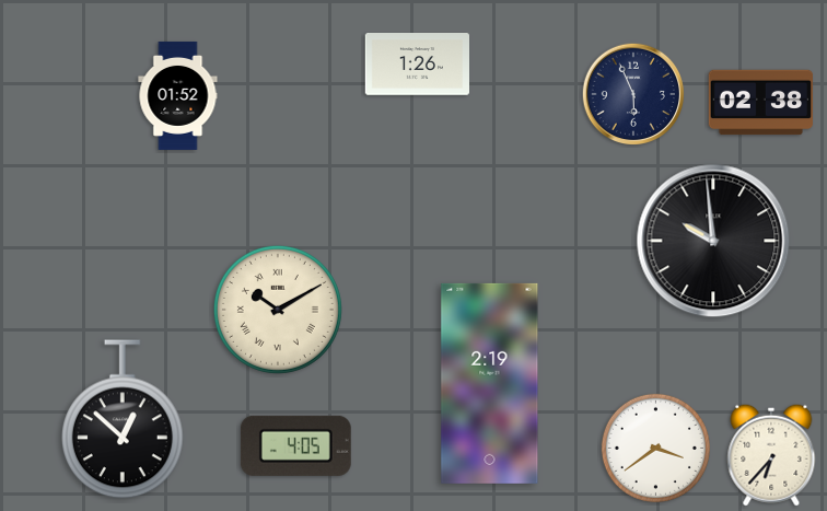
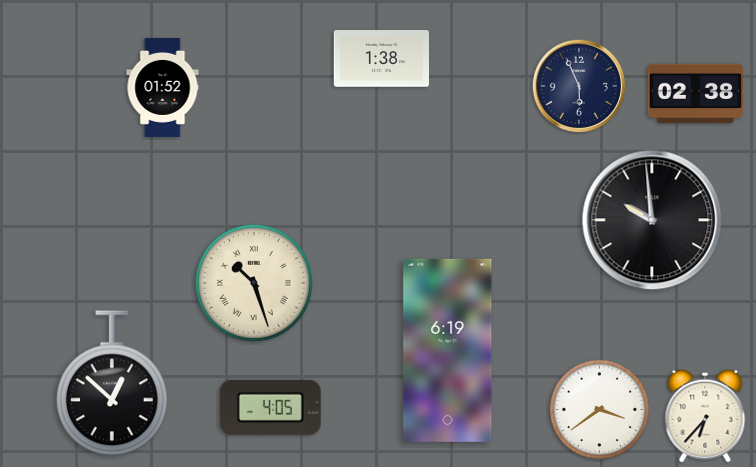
clock at (417, 65): 1:26 -> 1:38
clock at (278, 310): 10:10 -> 10:27
clock at (490, 383): 2:19 -> 6:19
